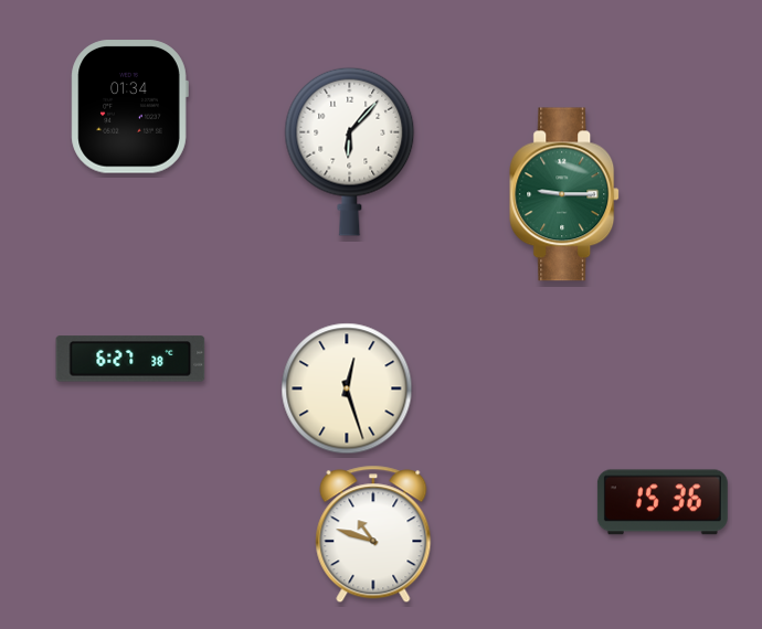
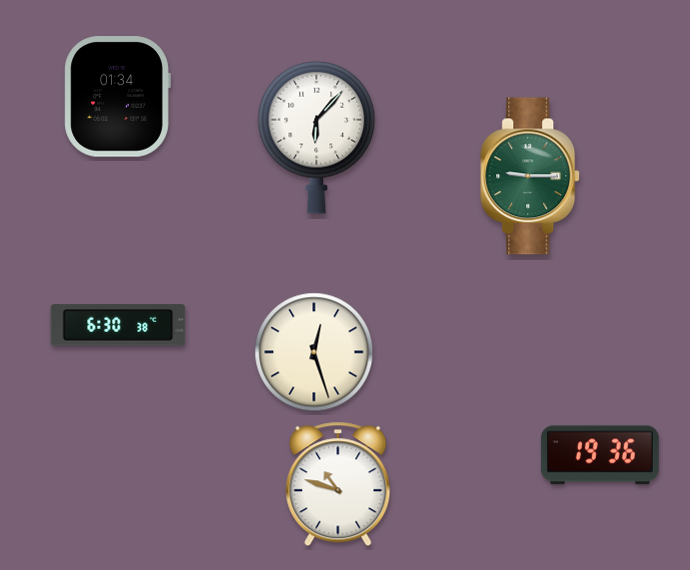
clock at (565, 194) position: (565, 194) -> (531, 176)
clock at (130, 359): 6:27 -> 6:30
clock at (663, 502): 15:36 -> 19:36
